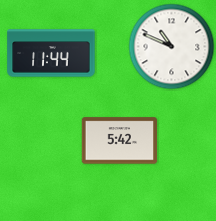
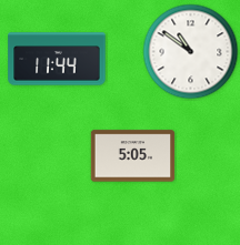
clock at (172, 47): 10:49 -> 10:51
clock at (120, 141): 5:42 -> 5:05
